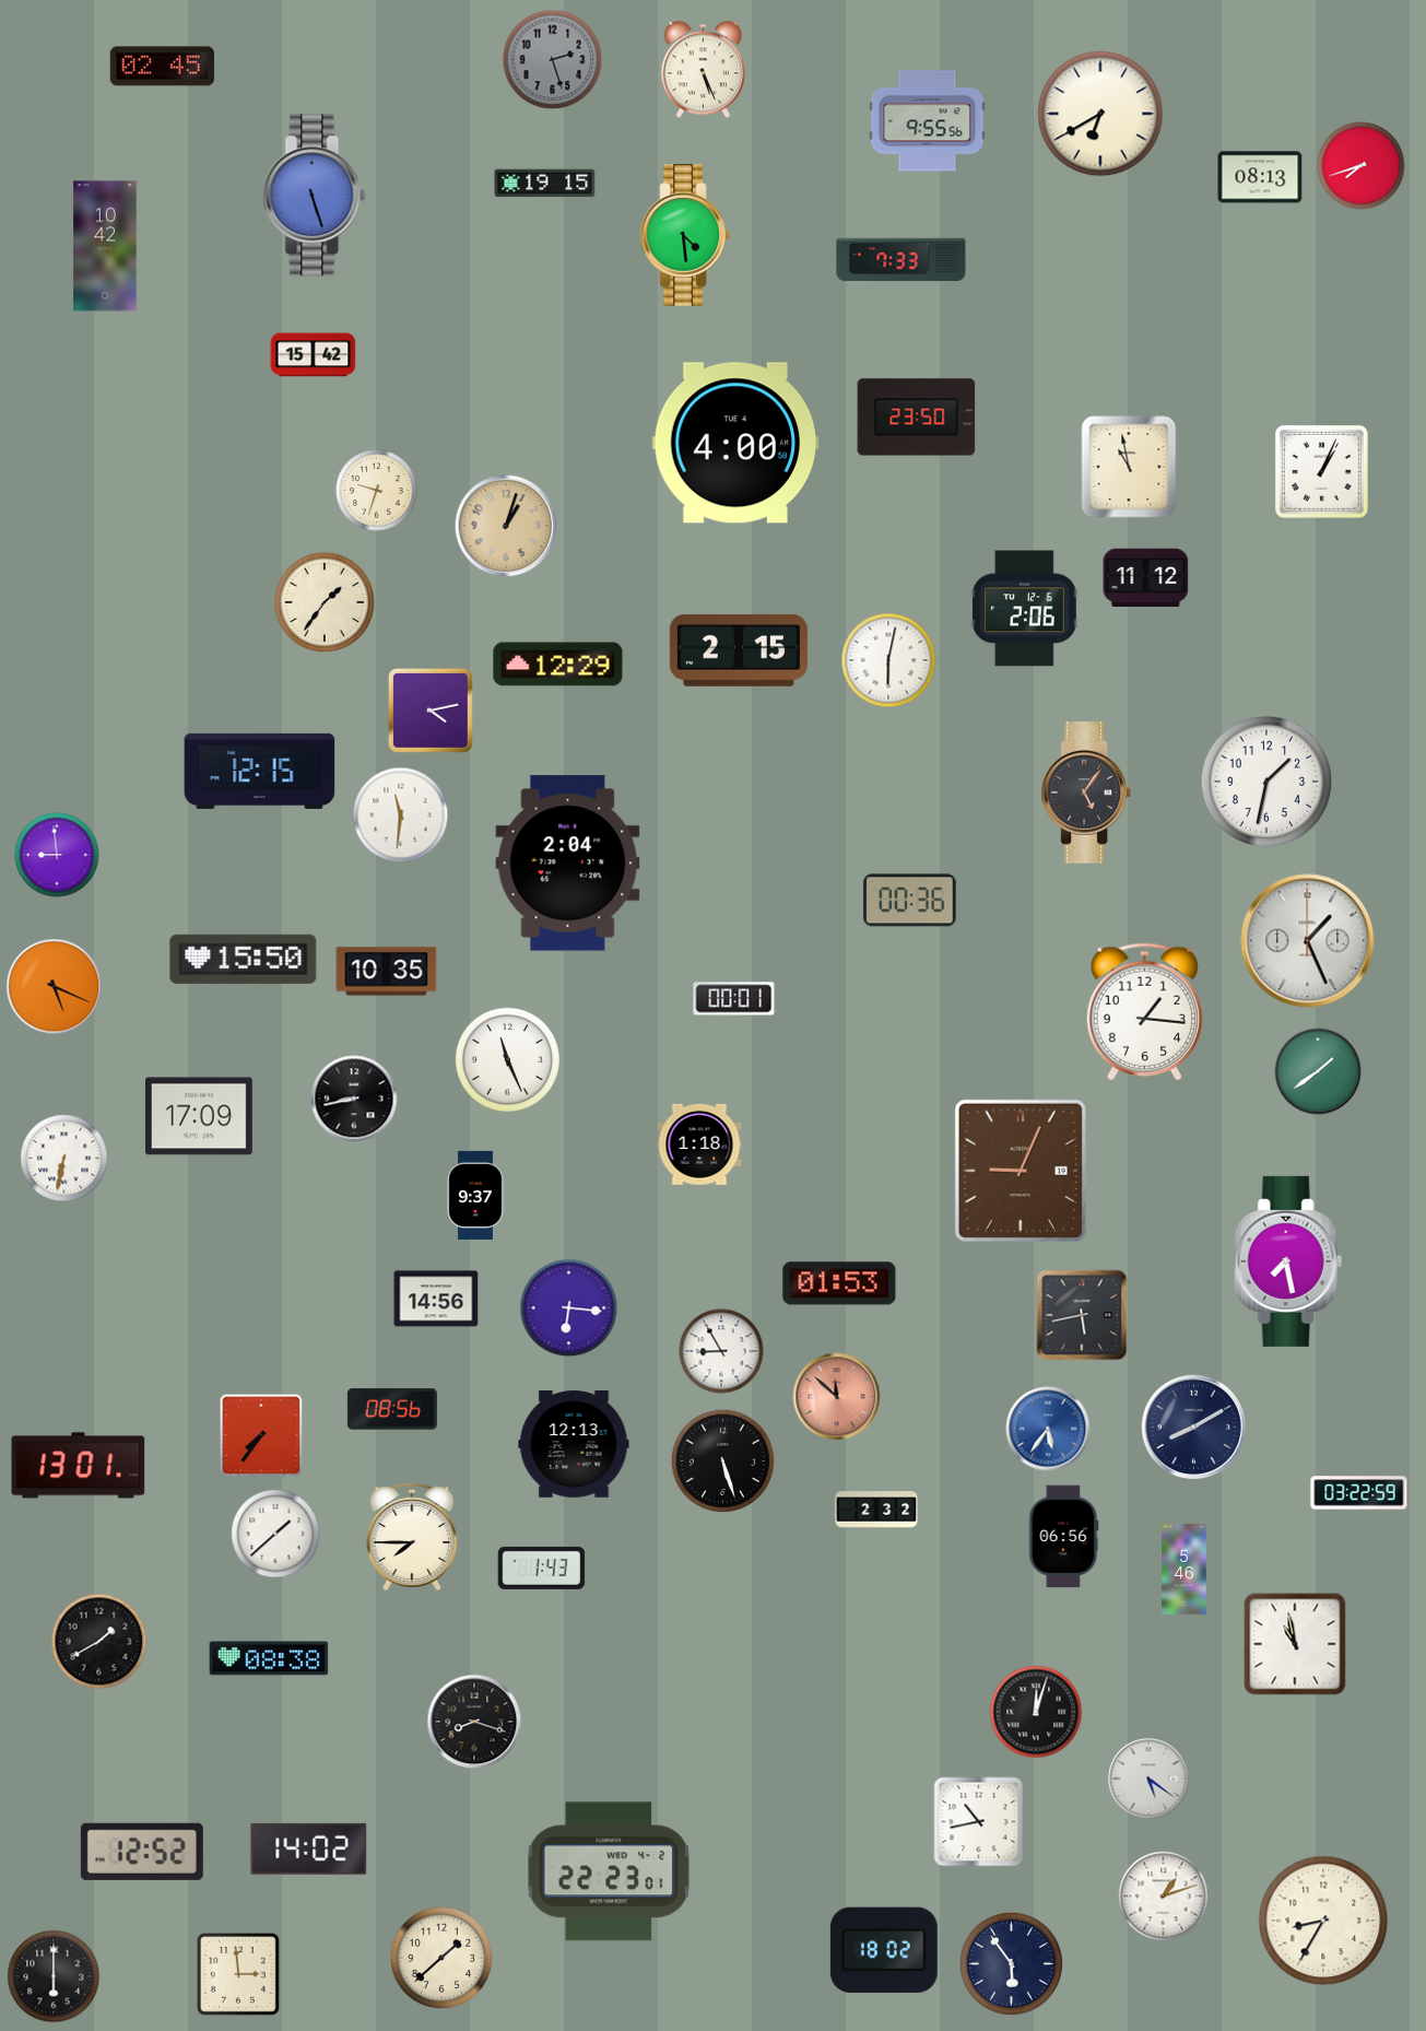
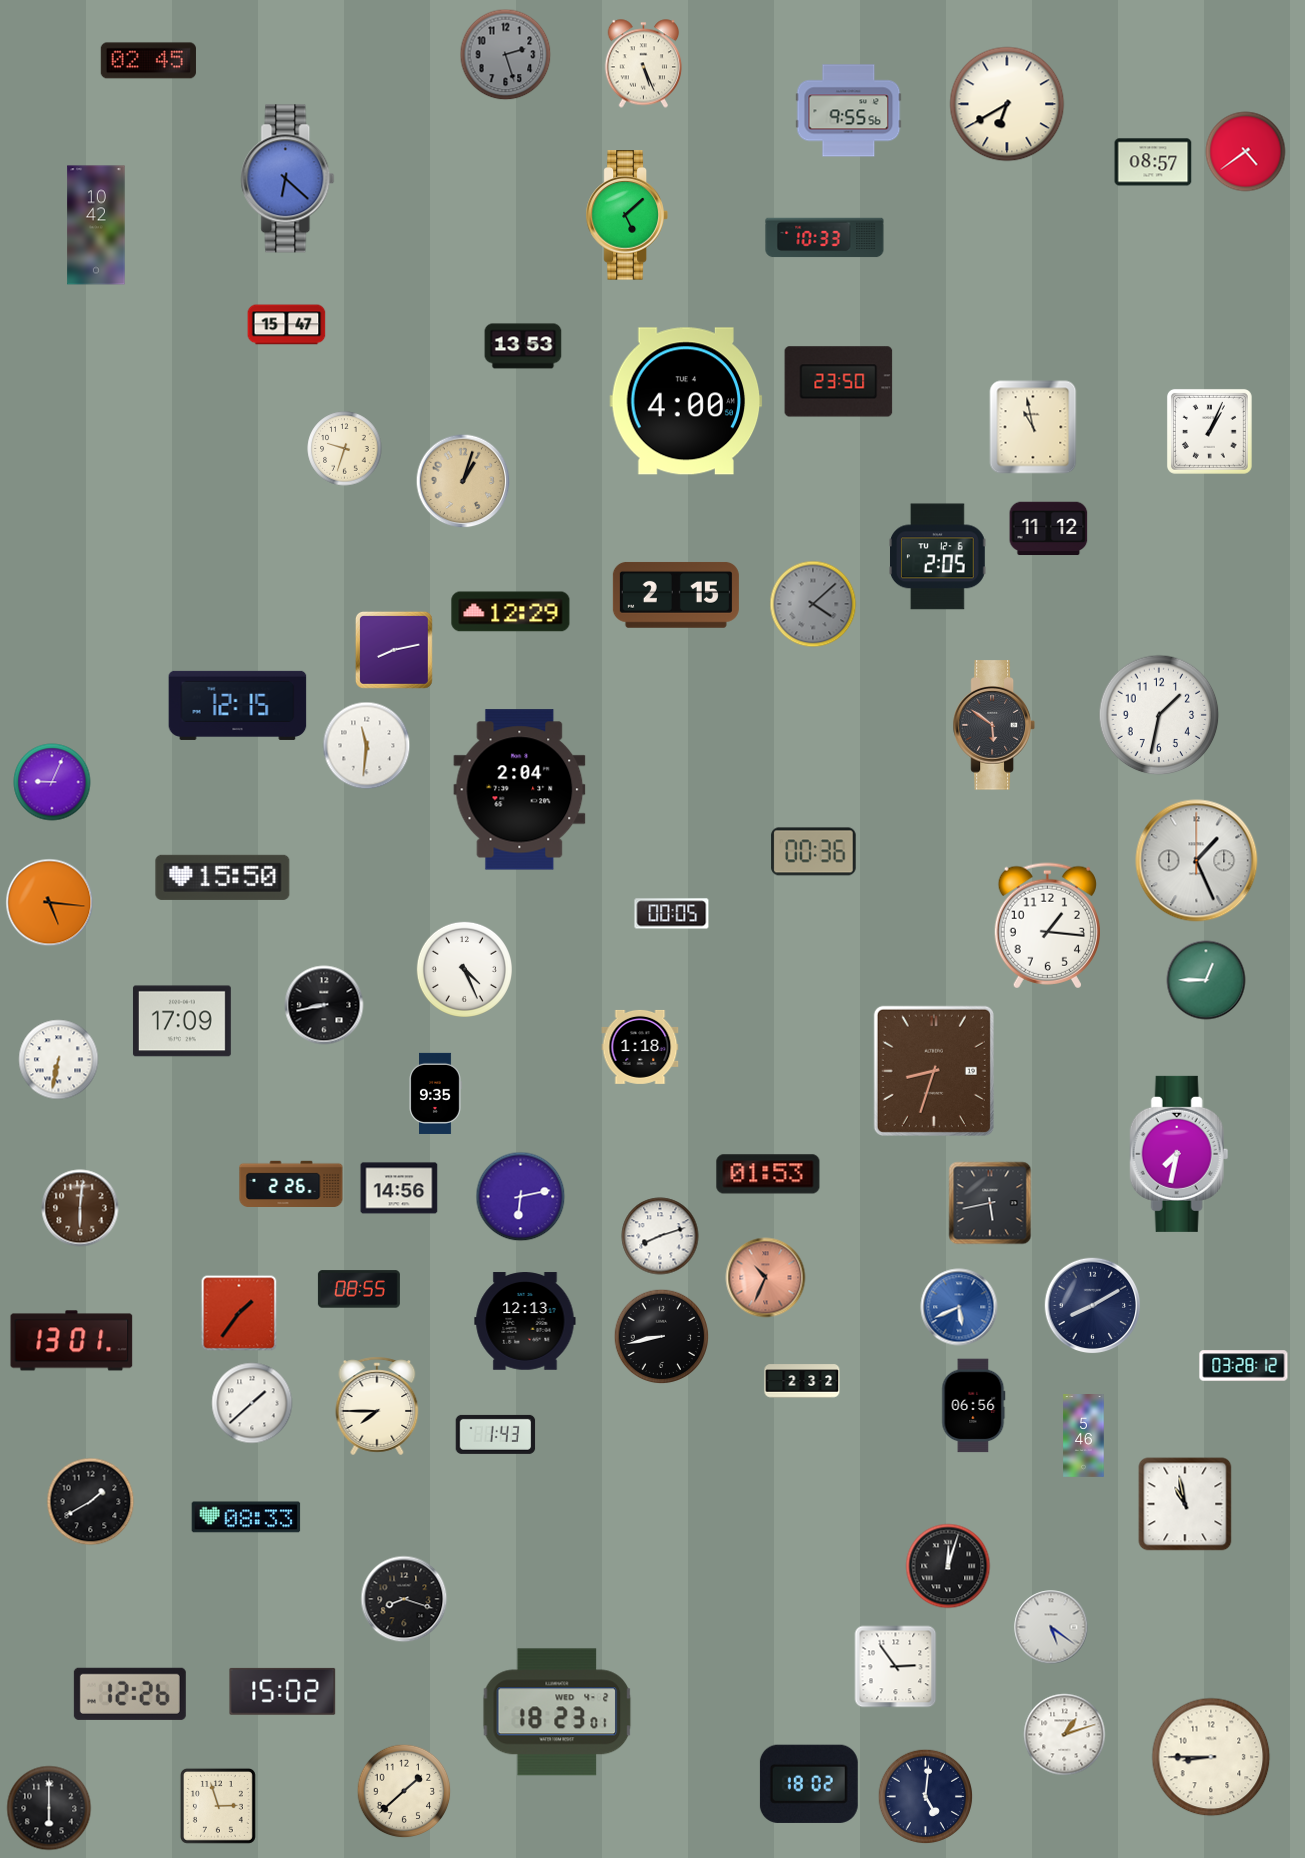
clock at (1362, 166): 7:42 -> 4:39
clock at (1260, 177): 08:13 -> 08:57
clock at (545, 184): 19:15 -> none
clock at (315, 196): 5:27 -> 6:22
clock at (685, 235): 4:29 -> 5:08
clock at (901, 260): 7:33 -> 10:33
clock at (314, 355): 15:42 -> 15:47
clock at (523, 346): none -> 13:53
clock at (735, 443) position: (735, 443) -> (686, 401)
clock at (325, 602): 1:36 -> none
clock at (1025, 609): 2:06 -> 2:05
clock at (888, 660): 6:02 -> 4:08
clock at (888, 660) dial: white -> grey
clock at (558, 665) position: (558, 665) -> (511, 612)
clock at (431, 711): 4:13 -> 8:13
clock at (1086, 793): 5:06 -> 5:51
clock at (57, 855): 8:59 -> 9:04
clock at (910, 901) position: (910, 901) -> (814, 852)
clock at (387, 972): 10:35 -> none
clock at (55, 987): 5:19 -> 5:16
clock at (734, 999): 00:01 -> 00:05
clock at (507, 1059): 11:26 -> 4:26
clock at (1318, 1071): 1:39 -> 12:45
clock at (1021, 1171): 9:04 -> 8:33
clock at (475, 1195): 9:37 -> 9:35
clock at (1288, 1261): 7:28 -> 7:32
clock at (291, 1183): none -> 2:26
clock at (569, 1308): 6:16 -> 6:13
clock at (80, 1208): none -> 6:01
clock at (721, 1351): 8:55 -> 8:12
clock at (837, 1397): 11:52 -> 10:34
clock at (392, 1409): 08:56 -> 08:55
clock at (1048, 1429): 5:36 -> 5:41
clock at (261, 1435): 7:36 -> 1:36
clock at (723, 1461): 5:27 -> 8:43
clock at (1359, 1493): 03:22 -> 03:28
clock at (269, 1658): 08:38 -> 08:33
clock at (474, 1722) position: (474, 1722) -> (404, 1599)
clock at (979, 1822): 10:43 -> 2:54
clock at (309, 1848): 14:02 -> 15:02
clock at (142, 1852): 12:52 -> 12:26
clock at (609, 1871): 22:23 -> 18:23
clock at (1323, 1921): 8:35 -> 8:45
clock at (1012, 1964): 5:54 -> 5:01
clock at (238, 1974): 2:59 -> 2:57
